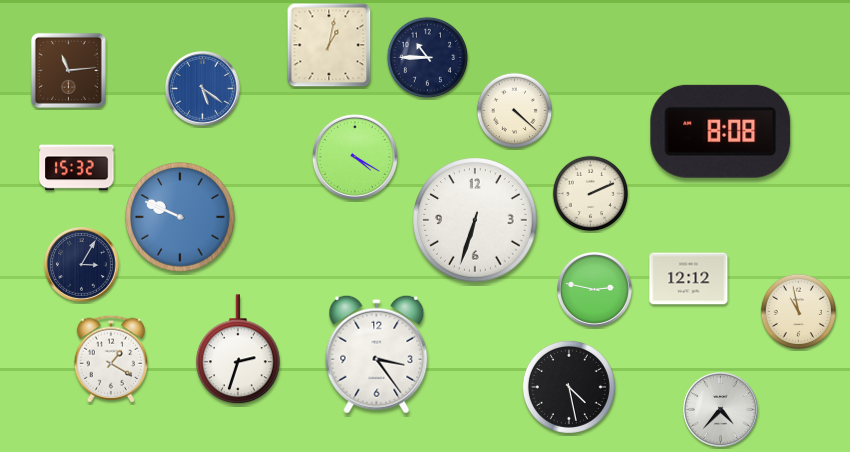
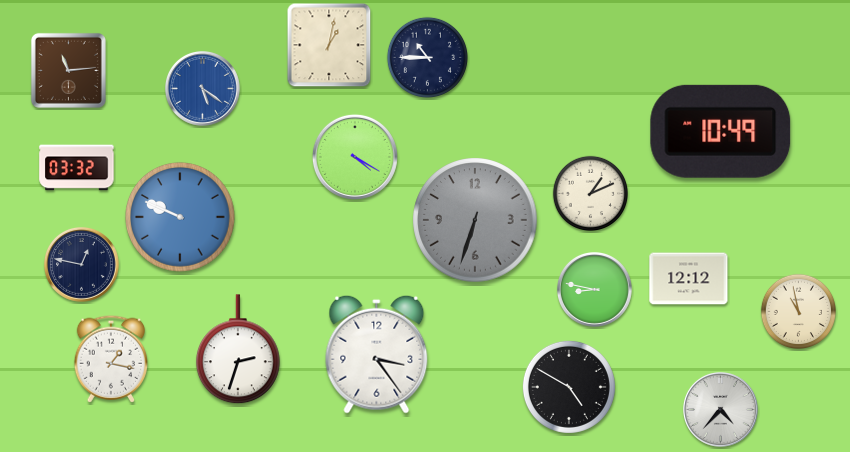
clock at (514, 110): 4:22 -> none
clock at (721, 131): 8:08 -> 10:49
clock at (77, 168): 15:32 -> 03:32
clock at (590, 193): 2:11 -> 1:11
clock at (475, 220) dial: white -> grey
clock at (82, 265): 3:05 -> 12:47
clock at (595, 290): 2:47 -> 8:47
clock at (111, 359): 1:20 -> 1:17
clock at (569, 387): 4:28 -> 4:50
